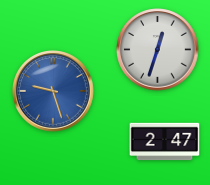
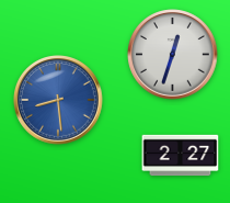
clock at (53, 91): 9:27 -> 8:29
clock at (165, 142): 2:47 -> 2:27
